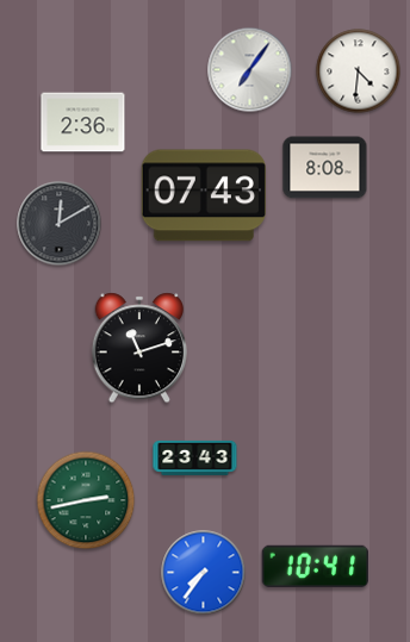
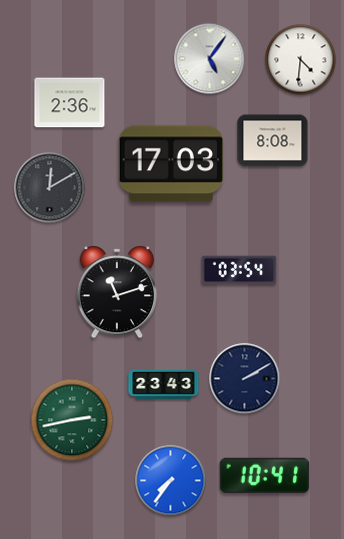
clock at (250, 70): 7:06 -> 5:06
clock at (204, 195): 07:43 -> 17:03
clock at (239, 270): none -> 03:54
clock at (245, 379): none -> 2:10
